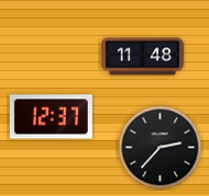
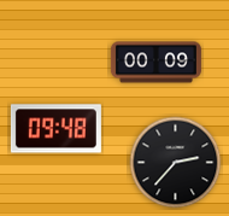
clock at (142, 57): 11:48 -> 00:09
clock at (51, 117): 12:37 -> 09:48
